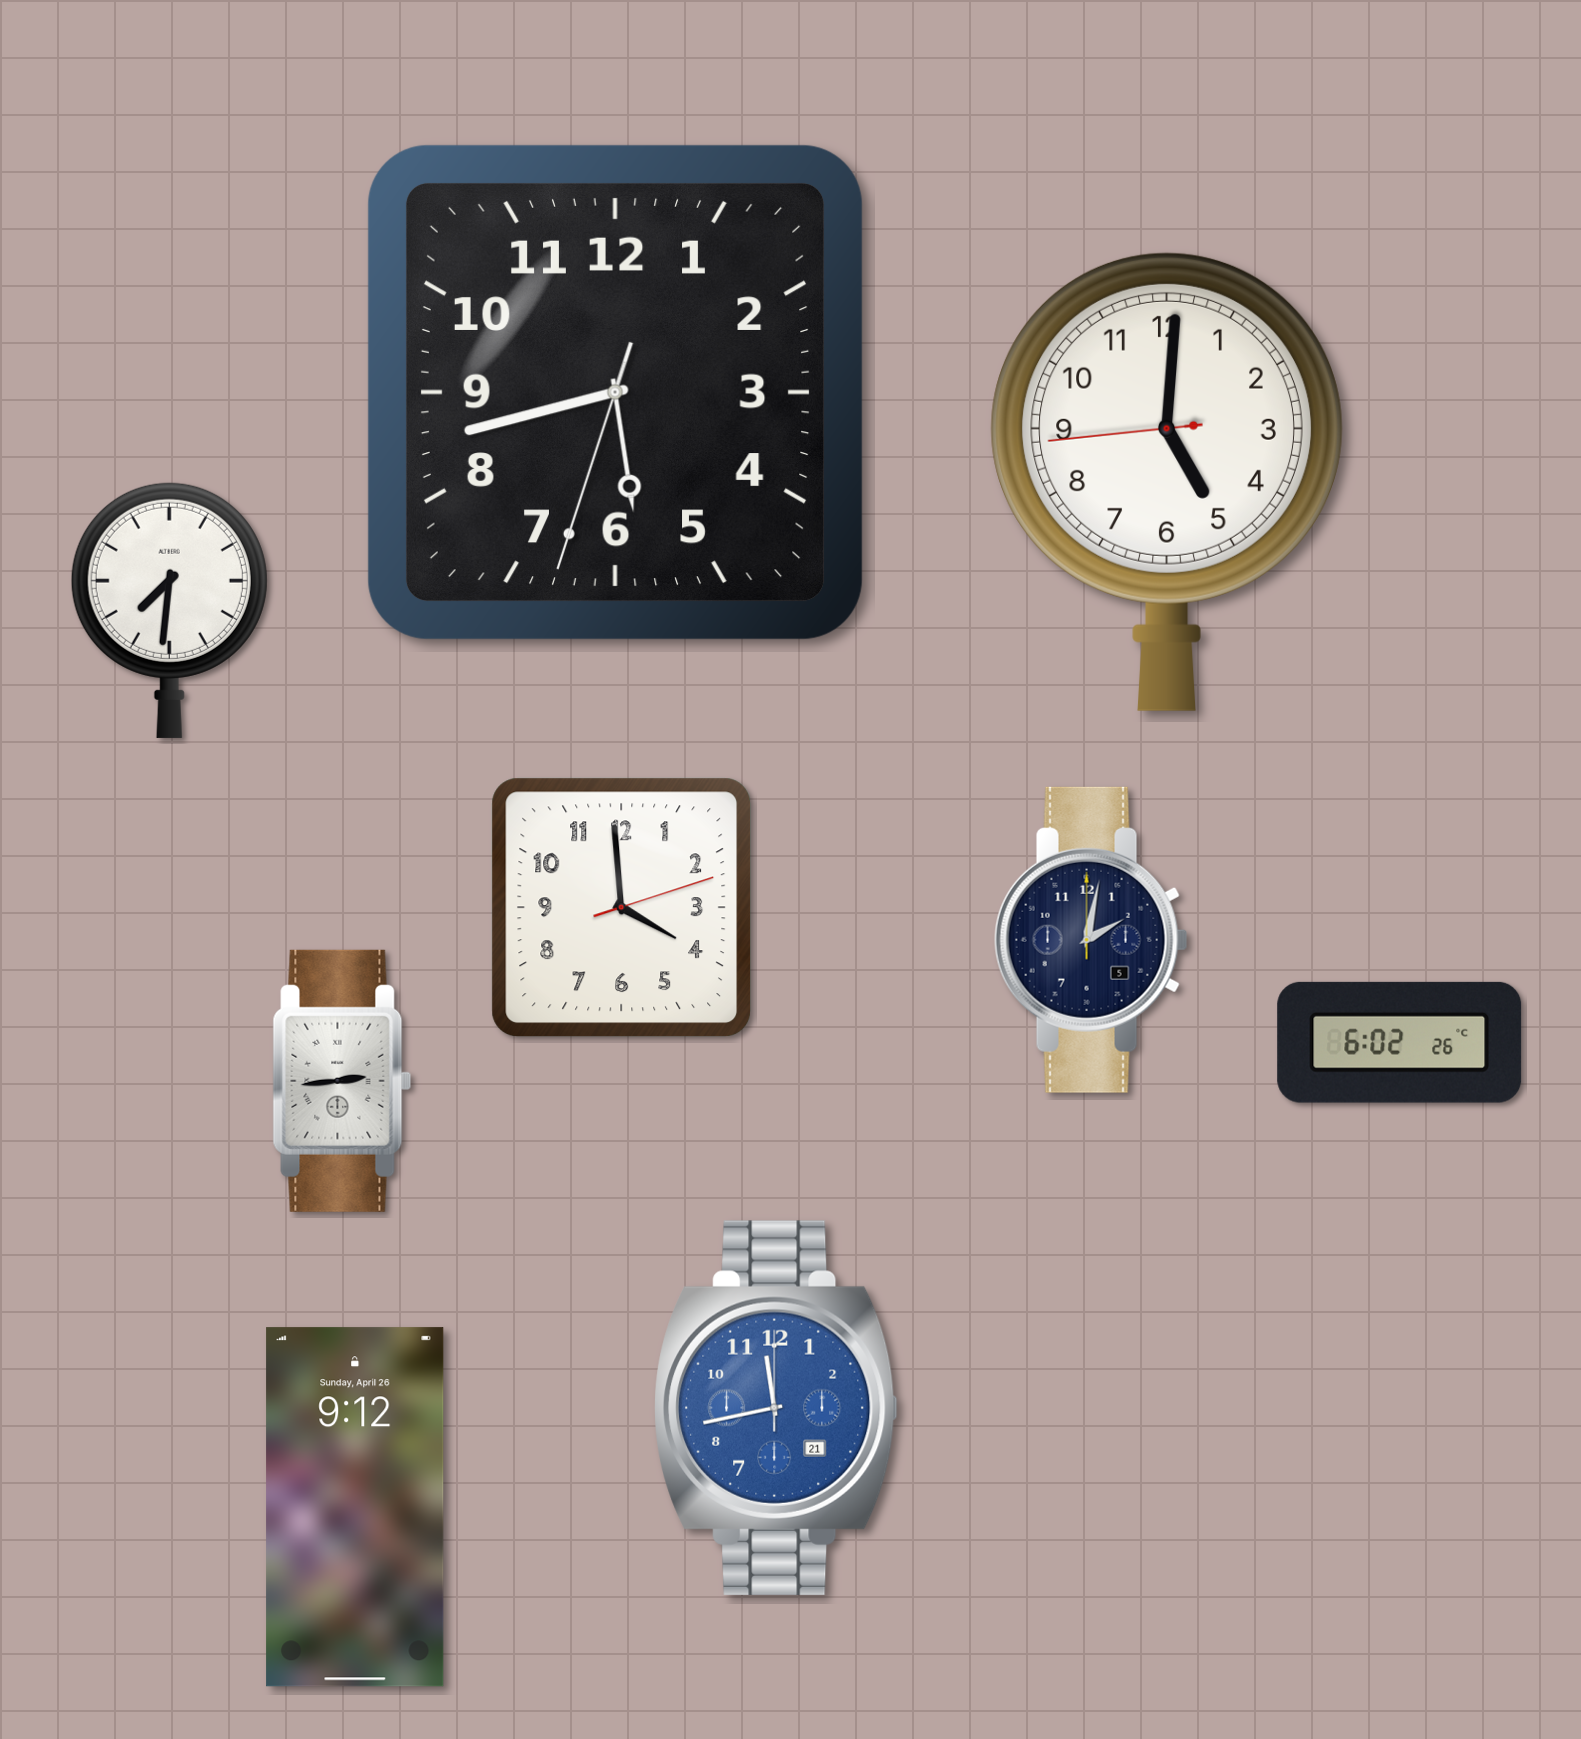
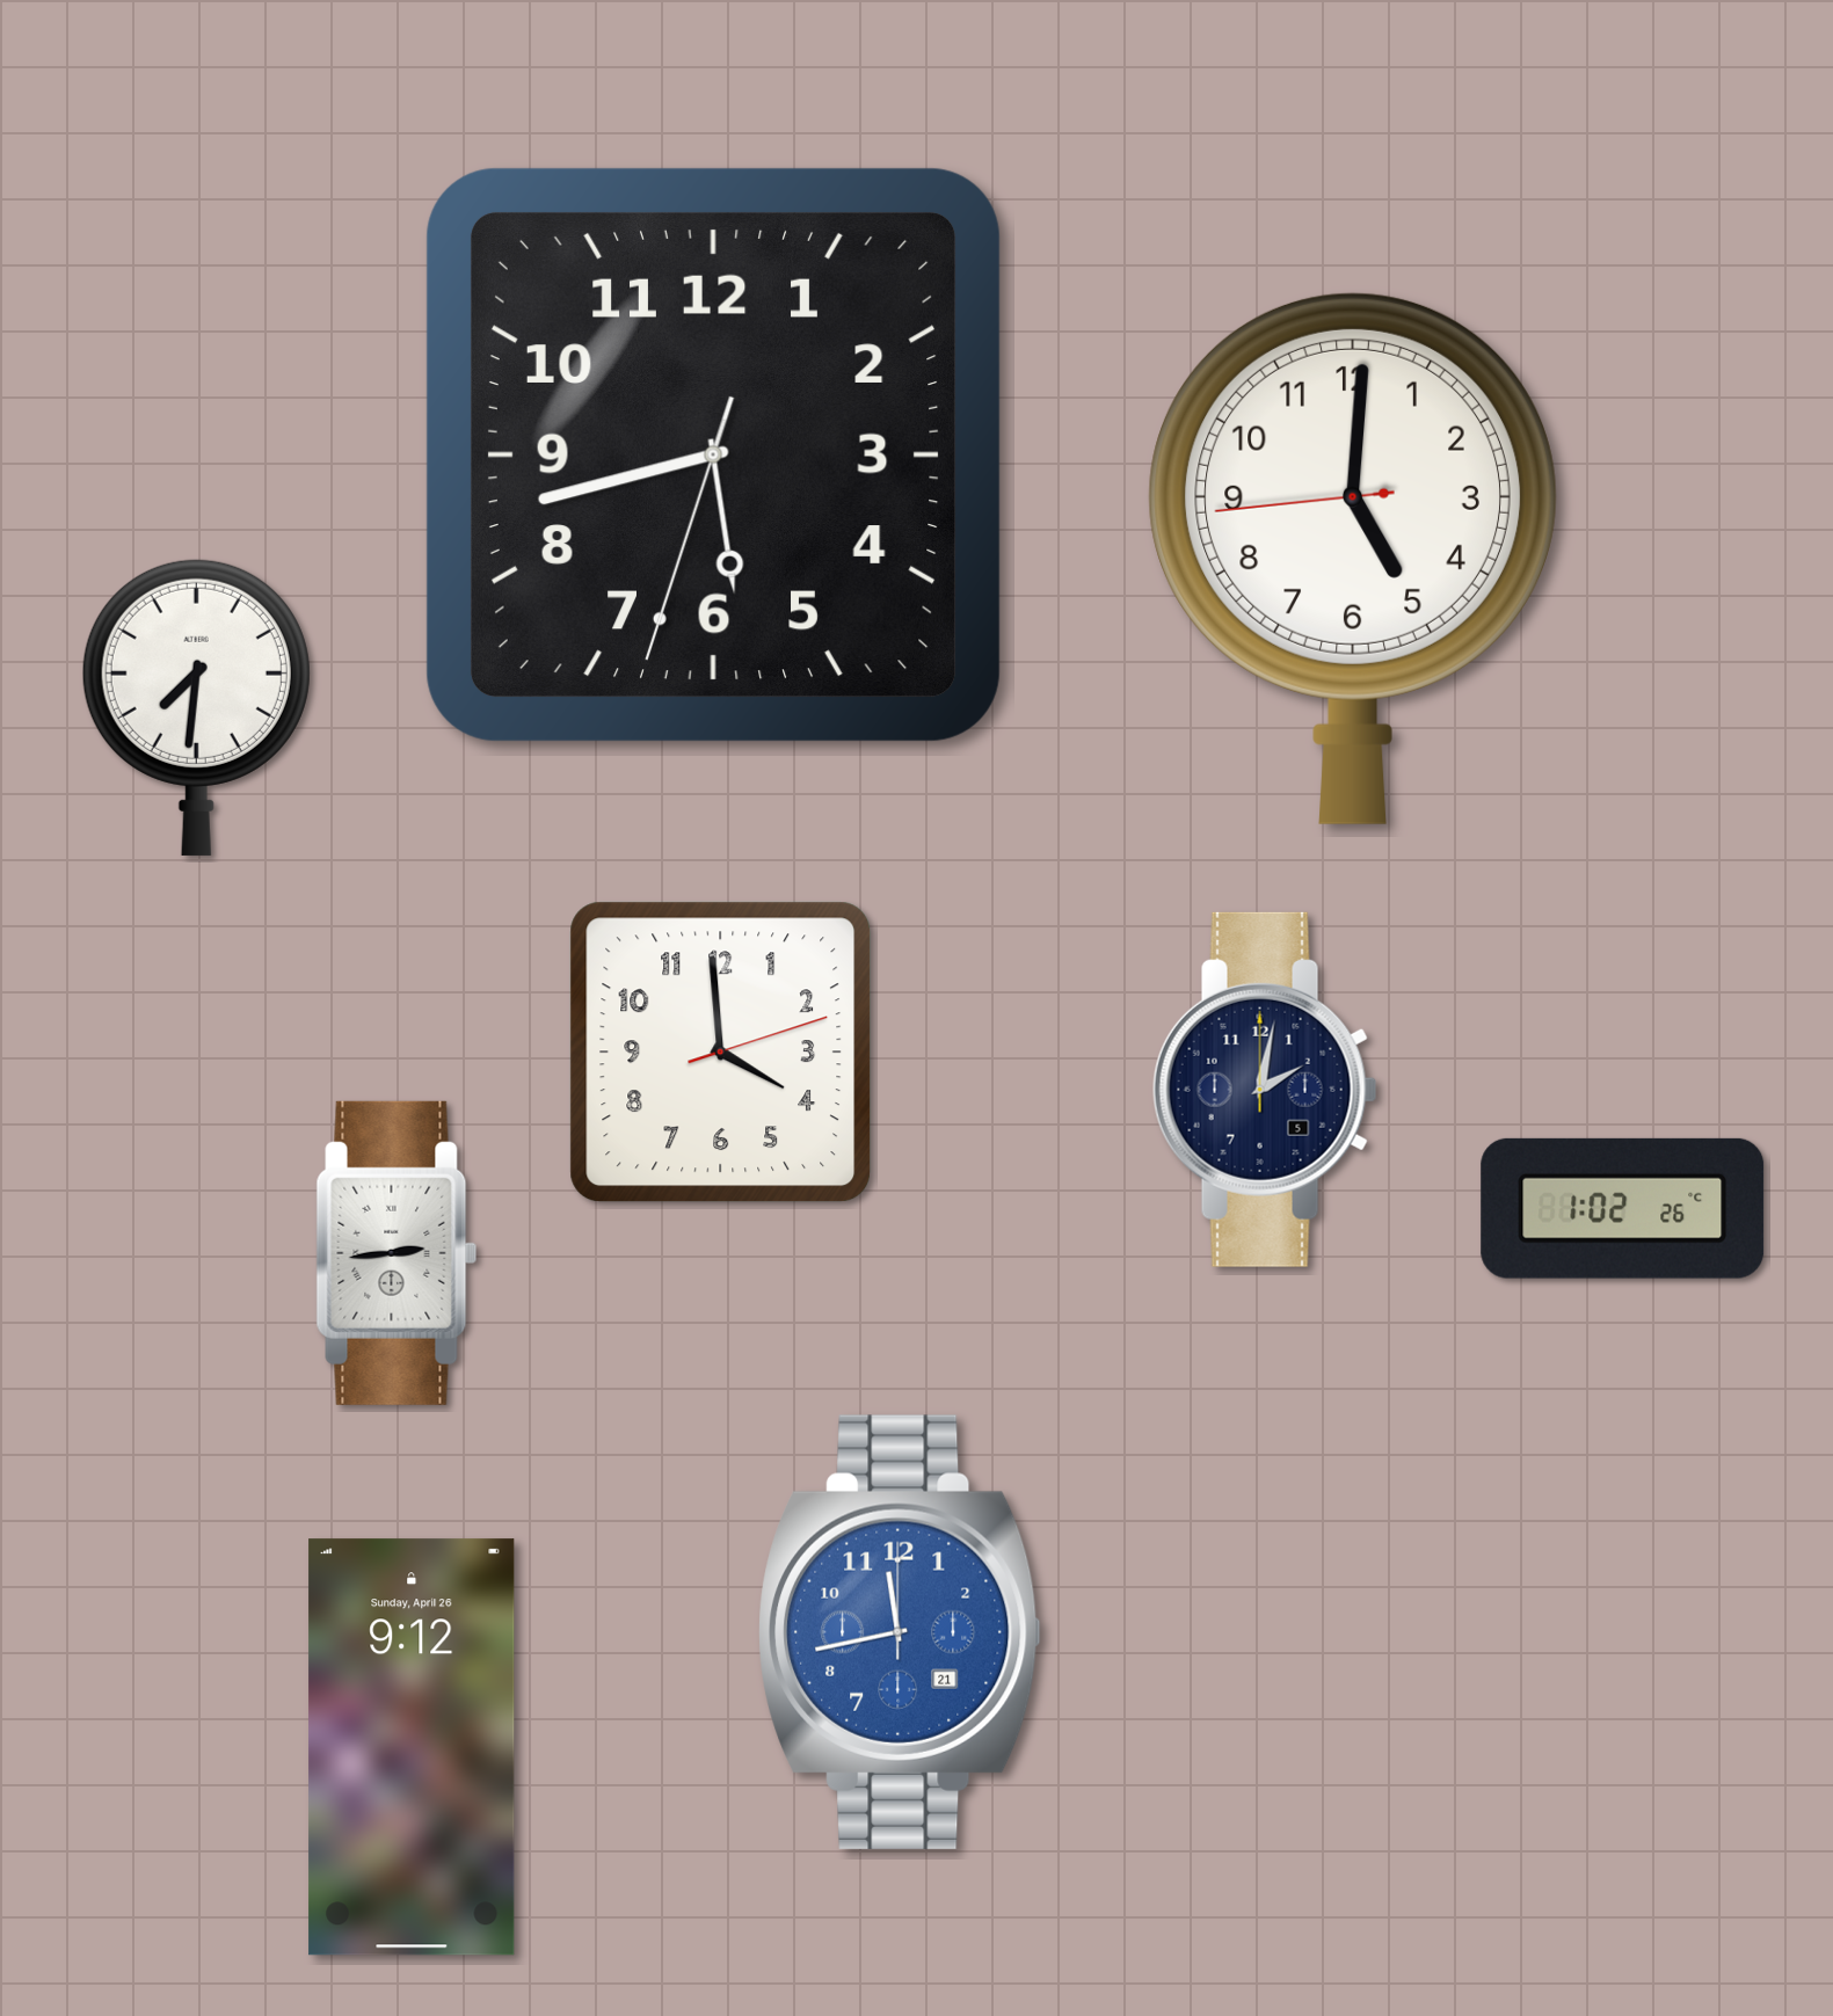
clock at (1400, 1042): 6:02 -> 1:02
